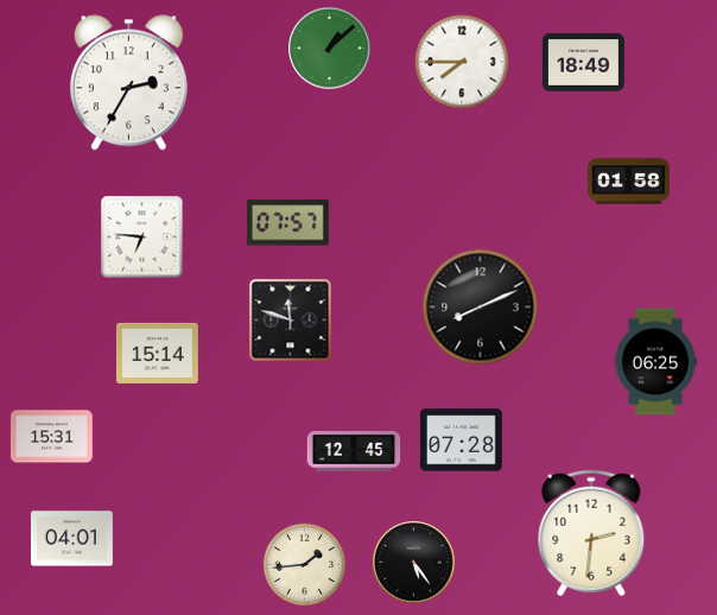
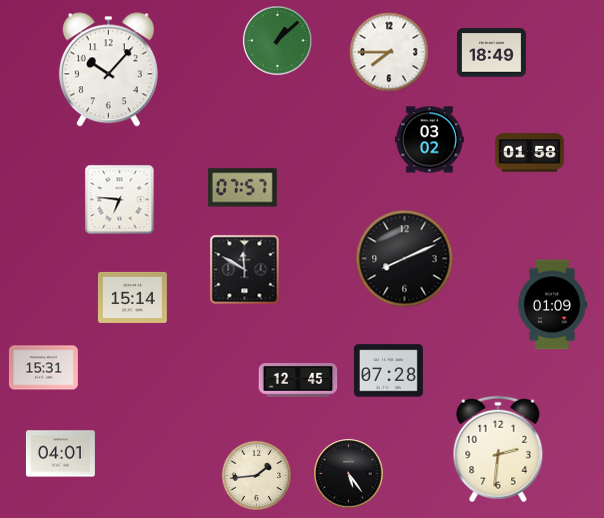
clock at (128, 83): 2:35 -> 10:07
clock at (429, 140): none -> 03:02
clock at (291, 321): 11:48 -> 11:50
clock at (655, 362): 06:25 -> 01:09
